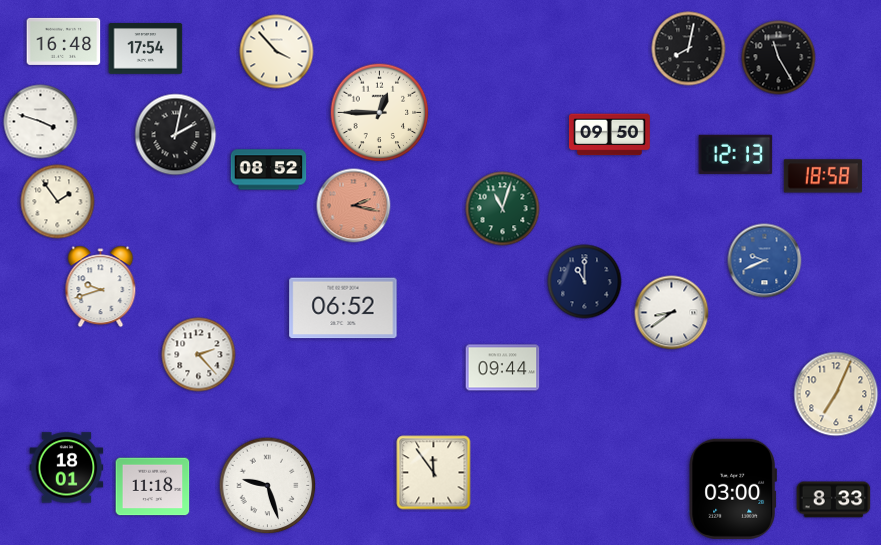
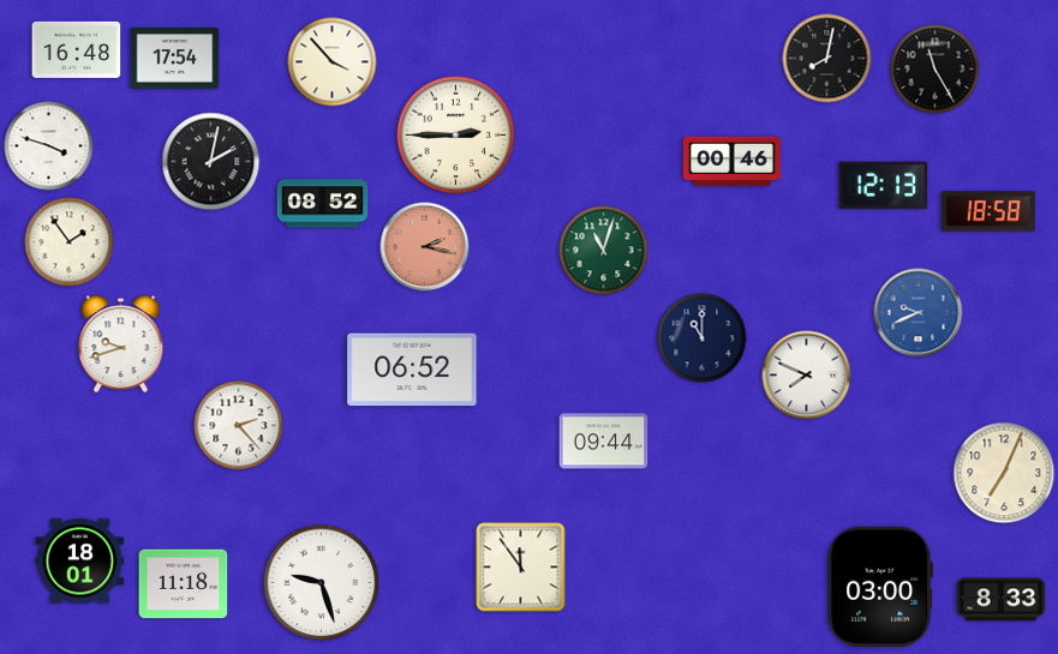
clock at (380, 113): 12:45 -> 2:45
clock at (610, 135): 09:50 -> 00:46
clock at (672, 313): 8:39 -> 7:49
